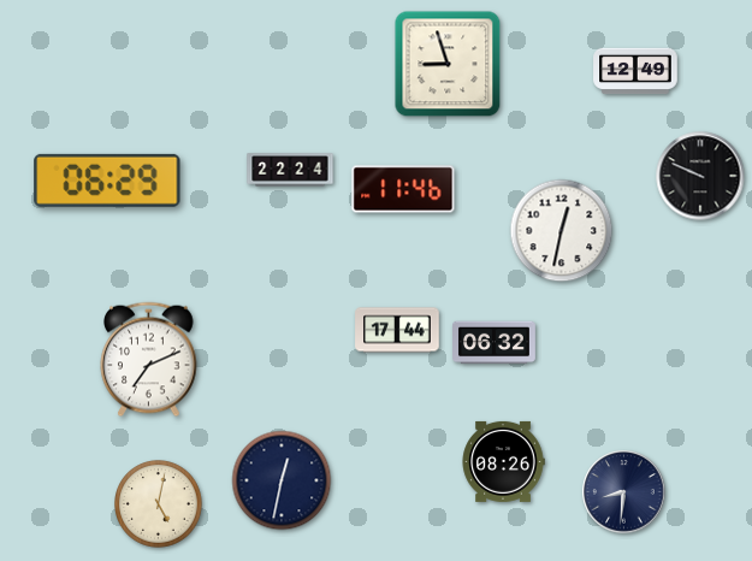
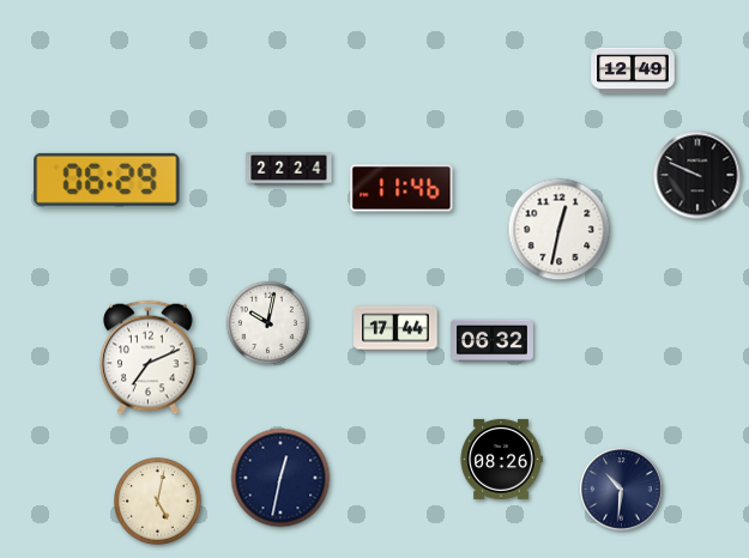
clock at (448, 64): 8:57 -> none
clock at (267, 322): none -> 10:02
clock at (624, 492): 8:31 -> 10:31
